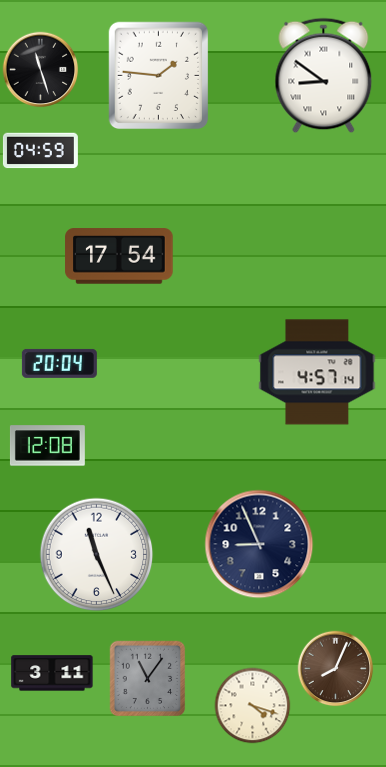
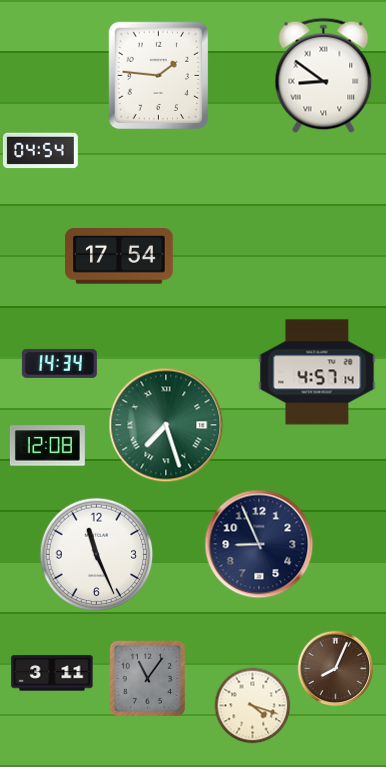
clock at (41, 70): 11:27 -> none
clock at (40, 151): 04:59 -> 04:54
clock at (59, 363): 20:04 -> 14:34
clock at (166, 425): none -> 7:27
